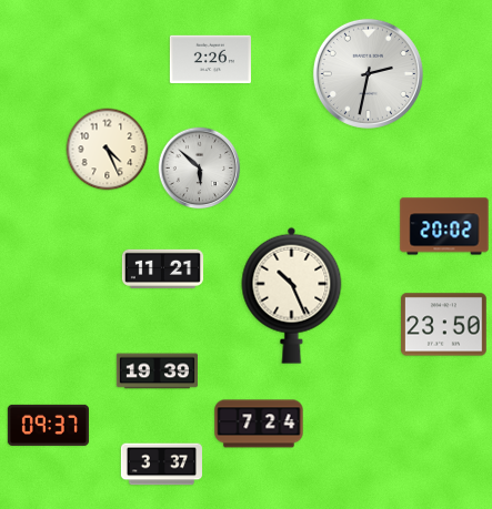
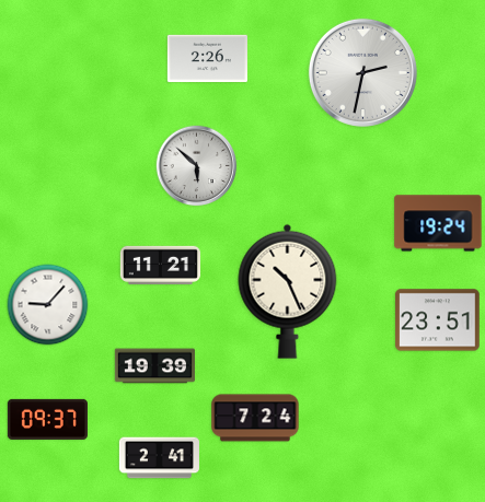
clock at (108, 150): 4:26 -> none
clock at (444, 226): 20:02 -> 19:24
clock at (48, 305): none -> 9:07
clock at (444, 325): 23:50 -> 23:51
clock at (161, 465): 3:37 -> 2:41
